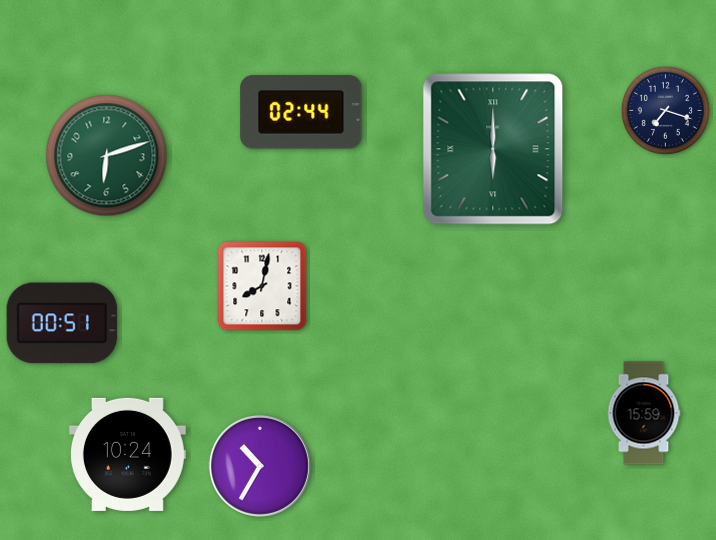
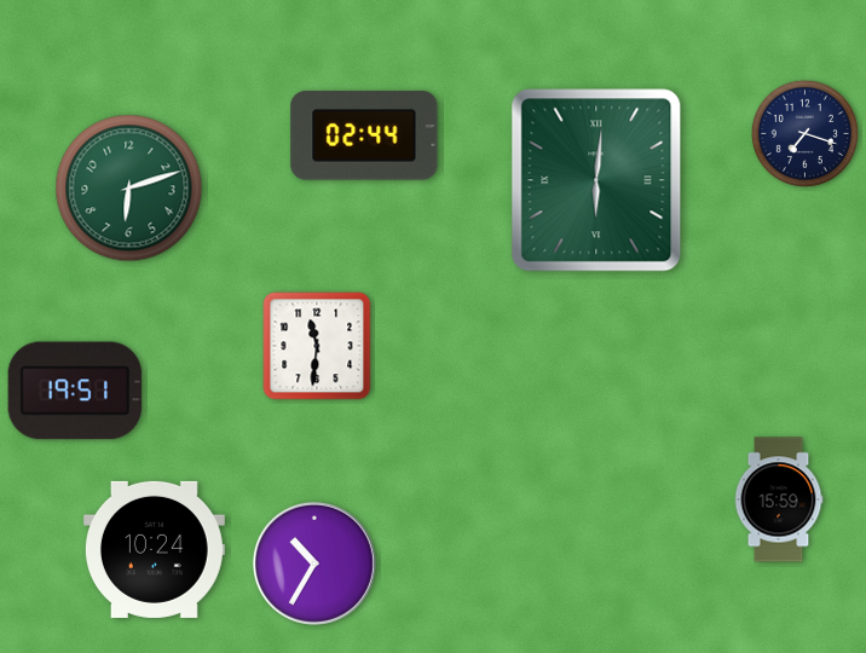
clock at (493, 149): 6:00 -> 6:01
clock at (262, 286): 8:02 -> 11:31
clock at (62, 323): 00:51 -> 19:51
